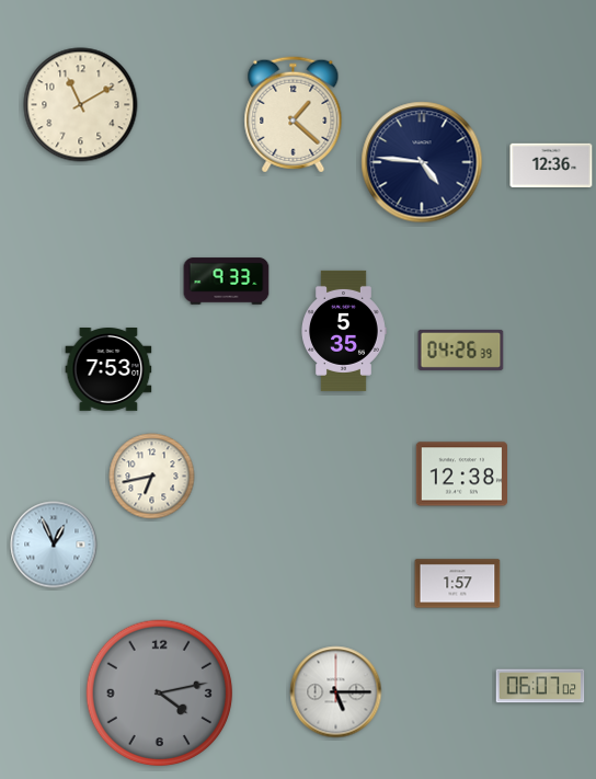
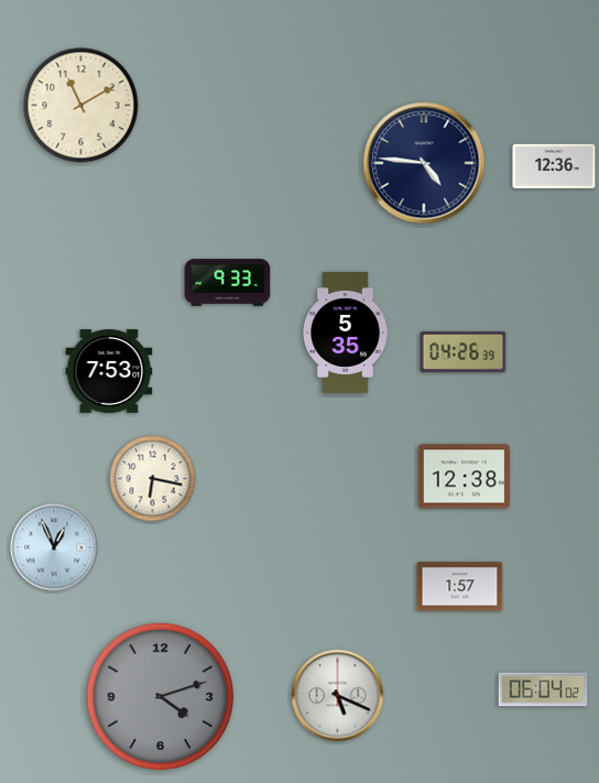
clock at (294, 115): 1:22 -> none
clock at (152, 477): 6:43 -> 6:17
clock at (540, 686): 06:07 -> 06:04
clock at (336, 692): 5:15 -> 5:19
clock at (160, 694): 4:13 -> 4:12
